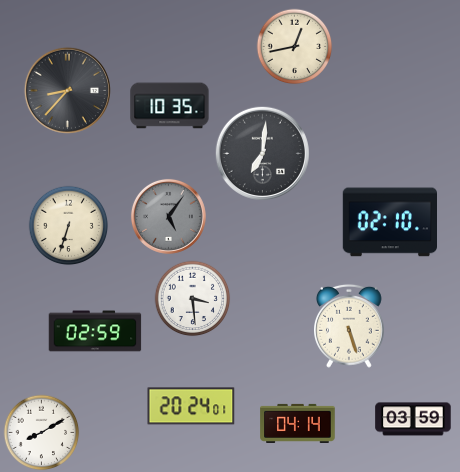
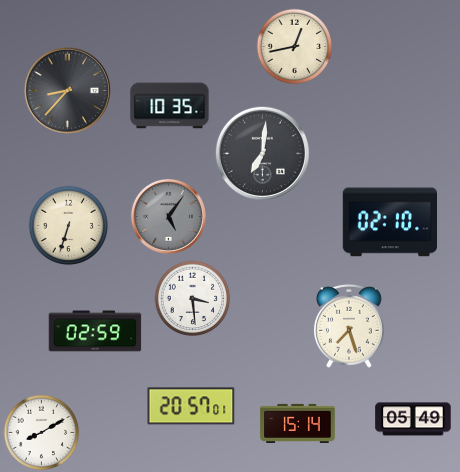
clock at (350, 326): 5:27 -> 7:27
clock at (191, 406): 20:24 -> 20:57
clock at (413, 419): 03:59 -> 05:49
clock at (298, 423): 04:14 -> 15:14
